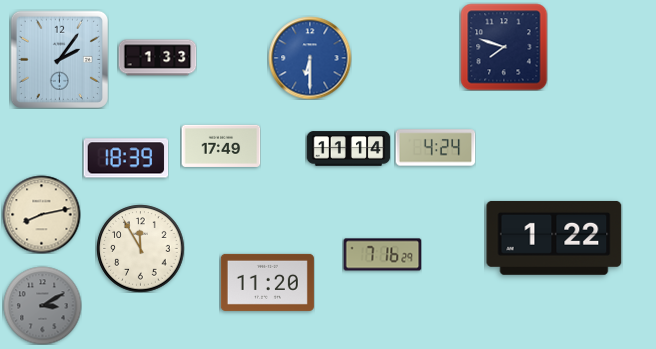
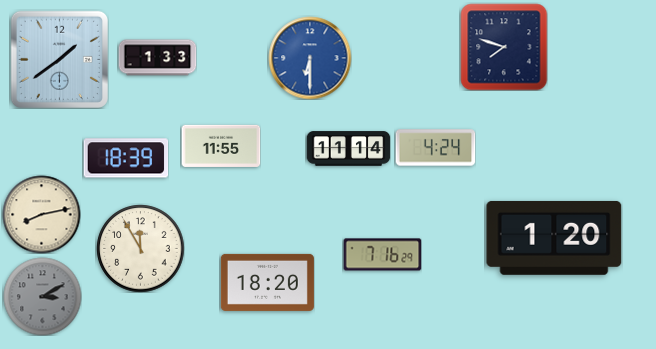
clock at (59, 59): 2:06 -> 1:39
clock at (221, 146): 17:49 -> 11:55
clock at (554, 238): 1:22 -> 1:20
clock at (267, 282): 11:20 -> 18:20
clock at (42, 305) position: (42, 305) -> (42, 296)
